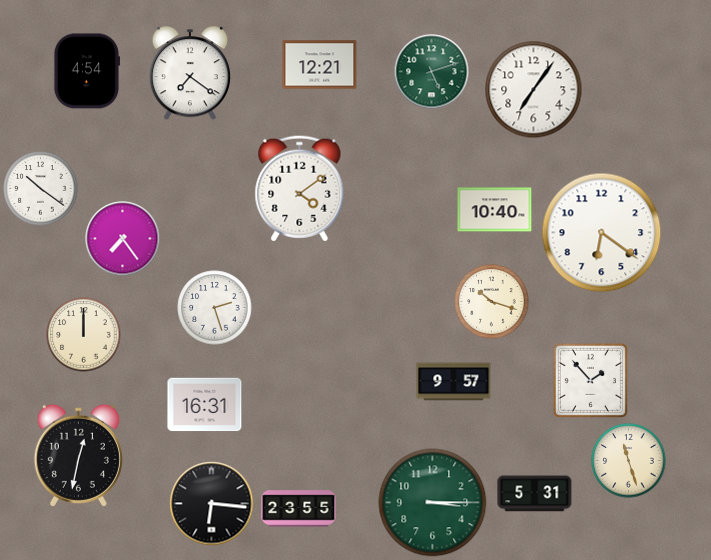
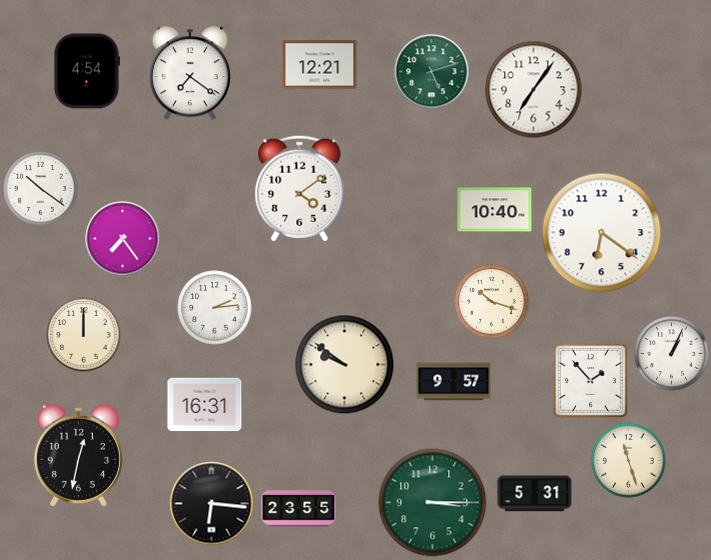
clock at (215, 308): 2:27 -> 2:14
clock at (672, 354): none -> 1:04
clock at (345, 365): none -> 9:51
